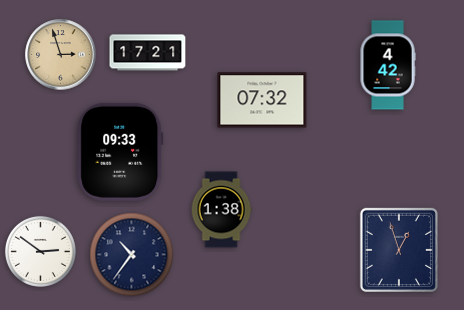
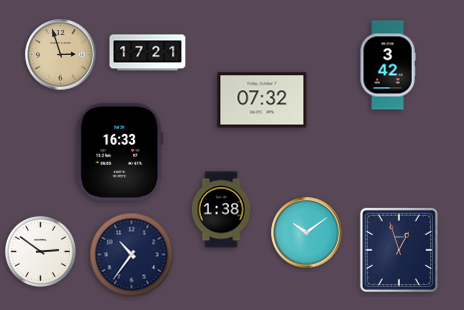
clock at (388, 65): 4:42 -> 3:42
clock at (120, 152): 09:33 -> 16:33
clock at (307, 233): none -> 10:09
